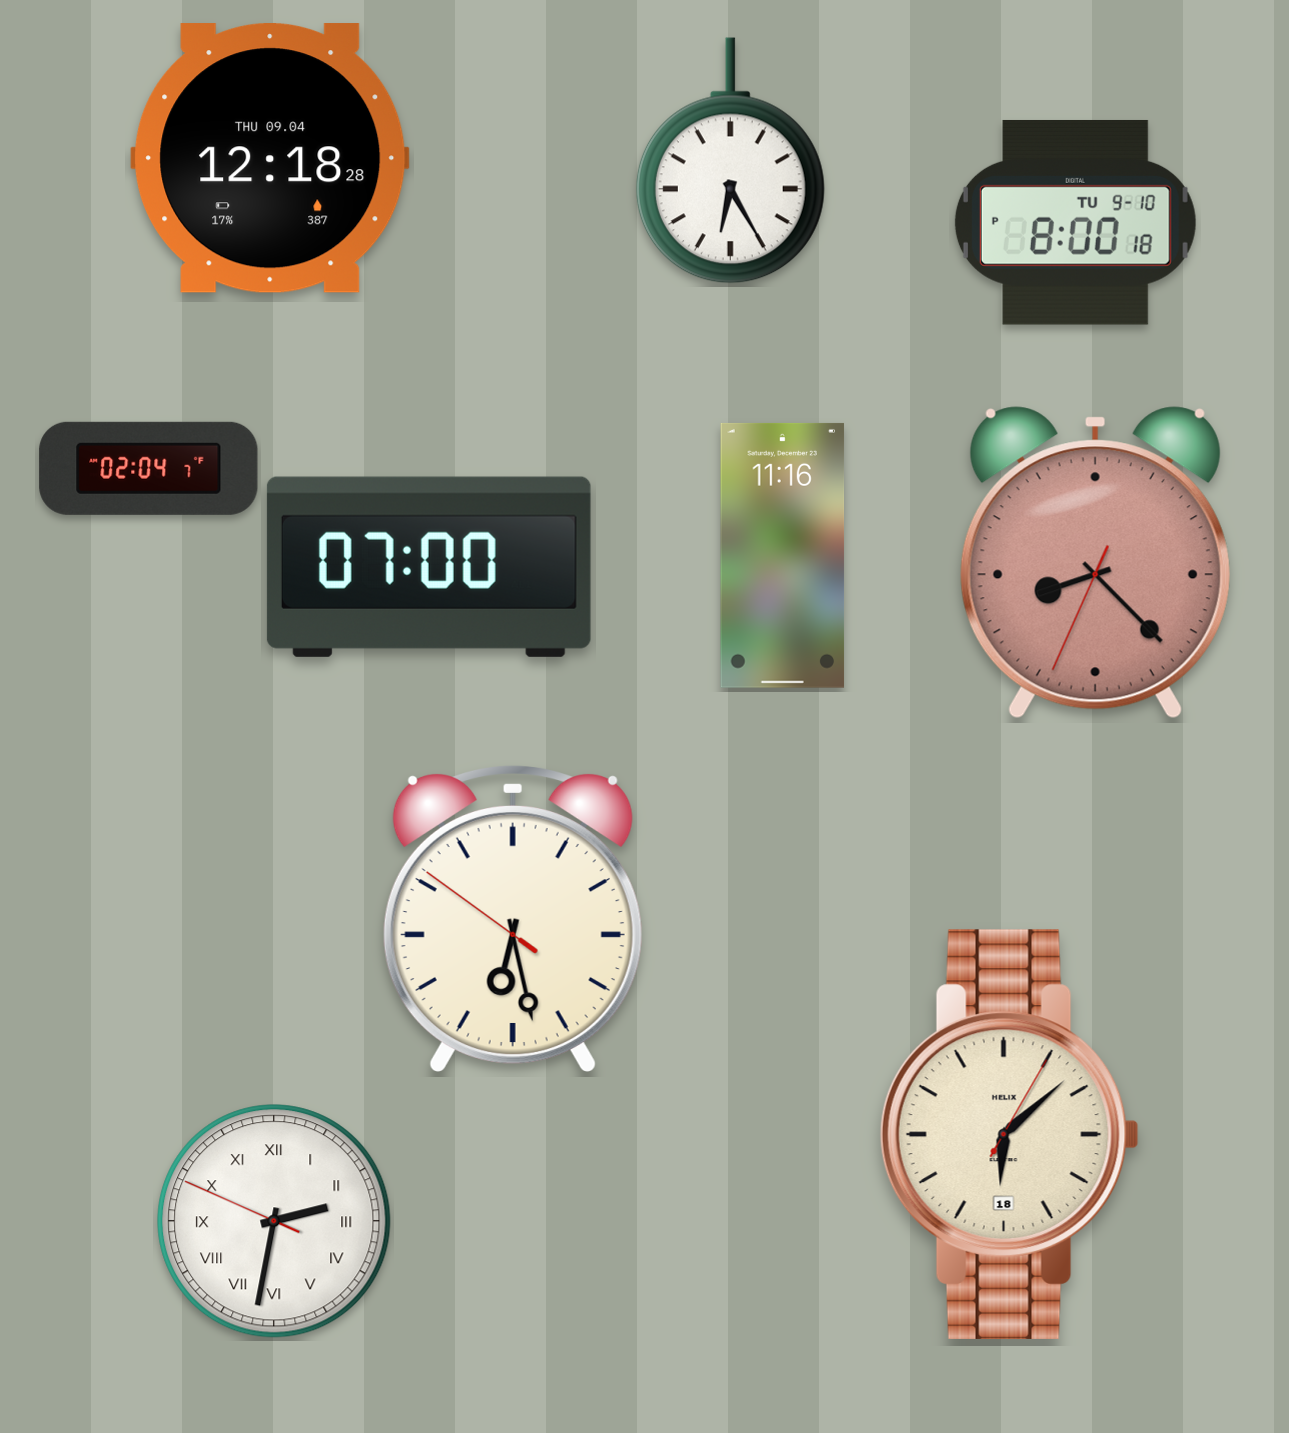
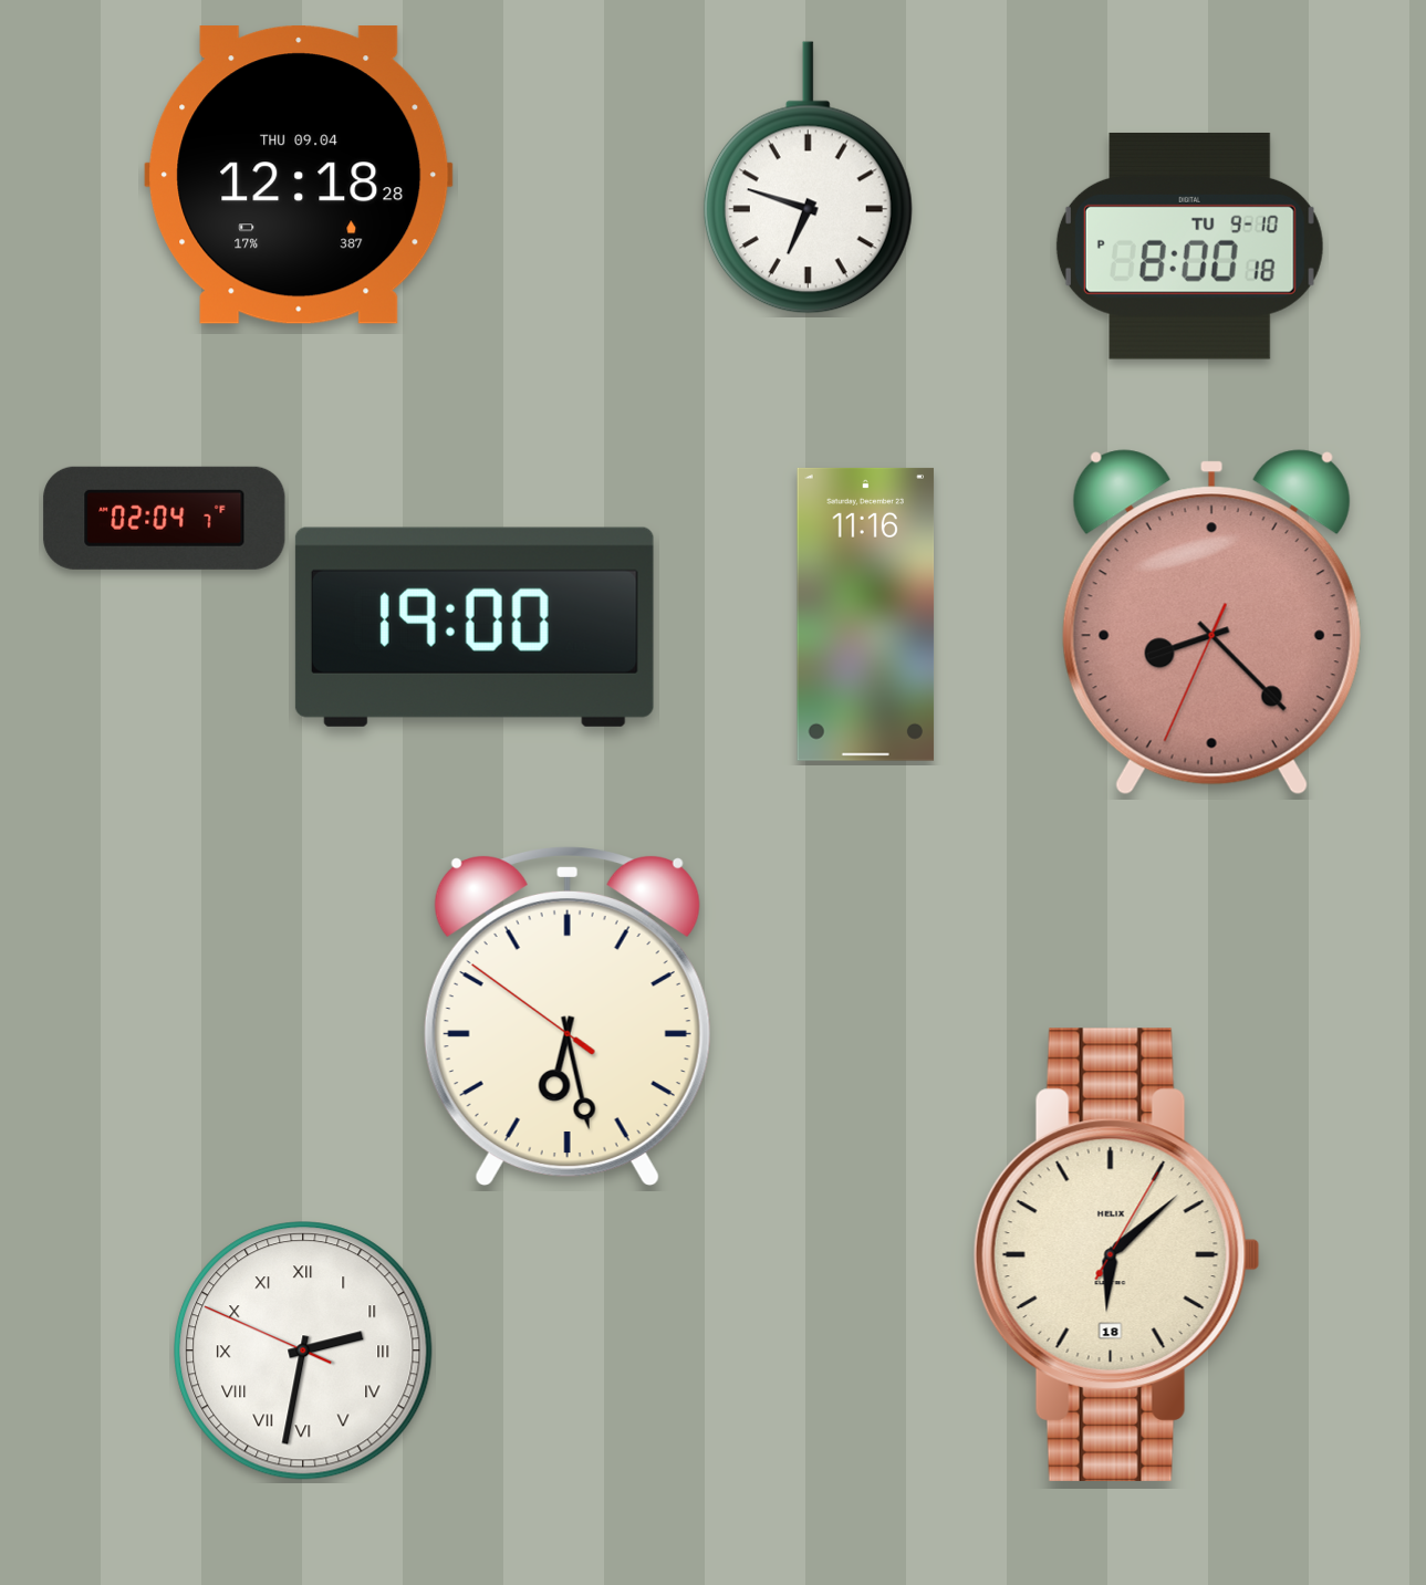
clock at (730, 161): 6:25 -> 6:48
clock at (429, 567): 07:00 -> 19:00
